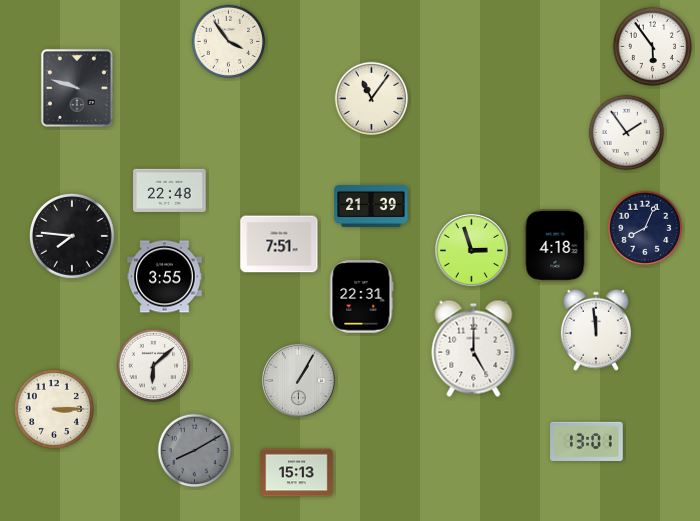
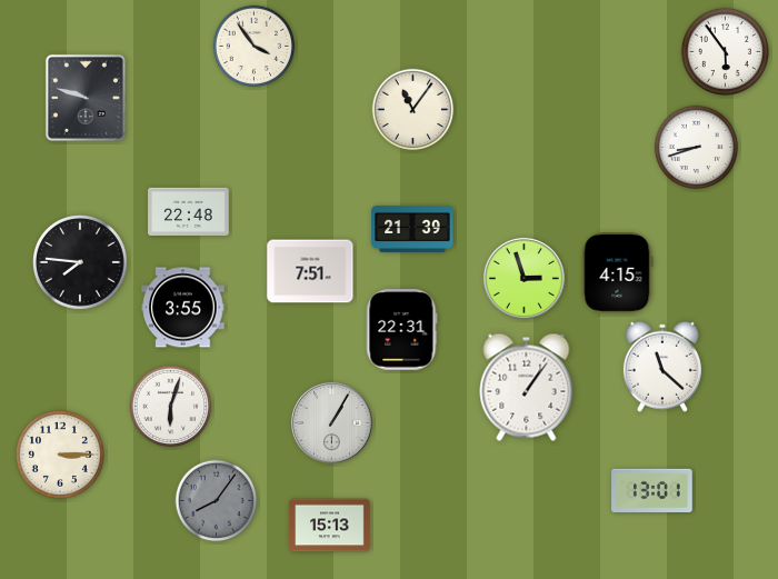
clock at (627, 133): 1:54 -> 8:42
clock at (645, 228): 8:04 -> none
clock at (555, 246): 4:18 -> 4:15
clock at (596, 330): 11:59 -> 11:22
clock at (474, 348): 5:00 -> 1:06
clock at (154, 366): 6:08 -> 6:03
clock at (195, 451): 8:10 -> 8:06
